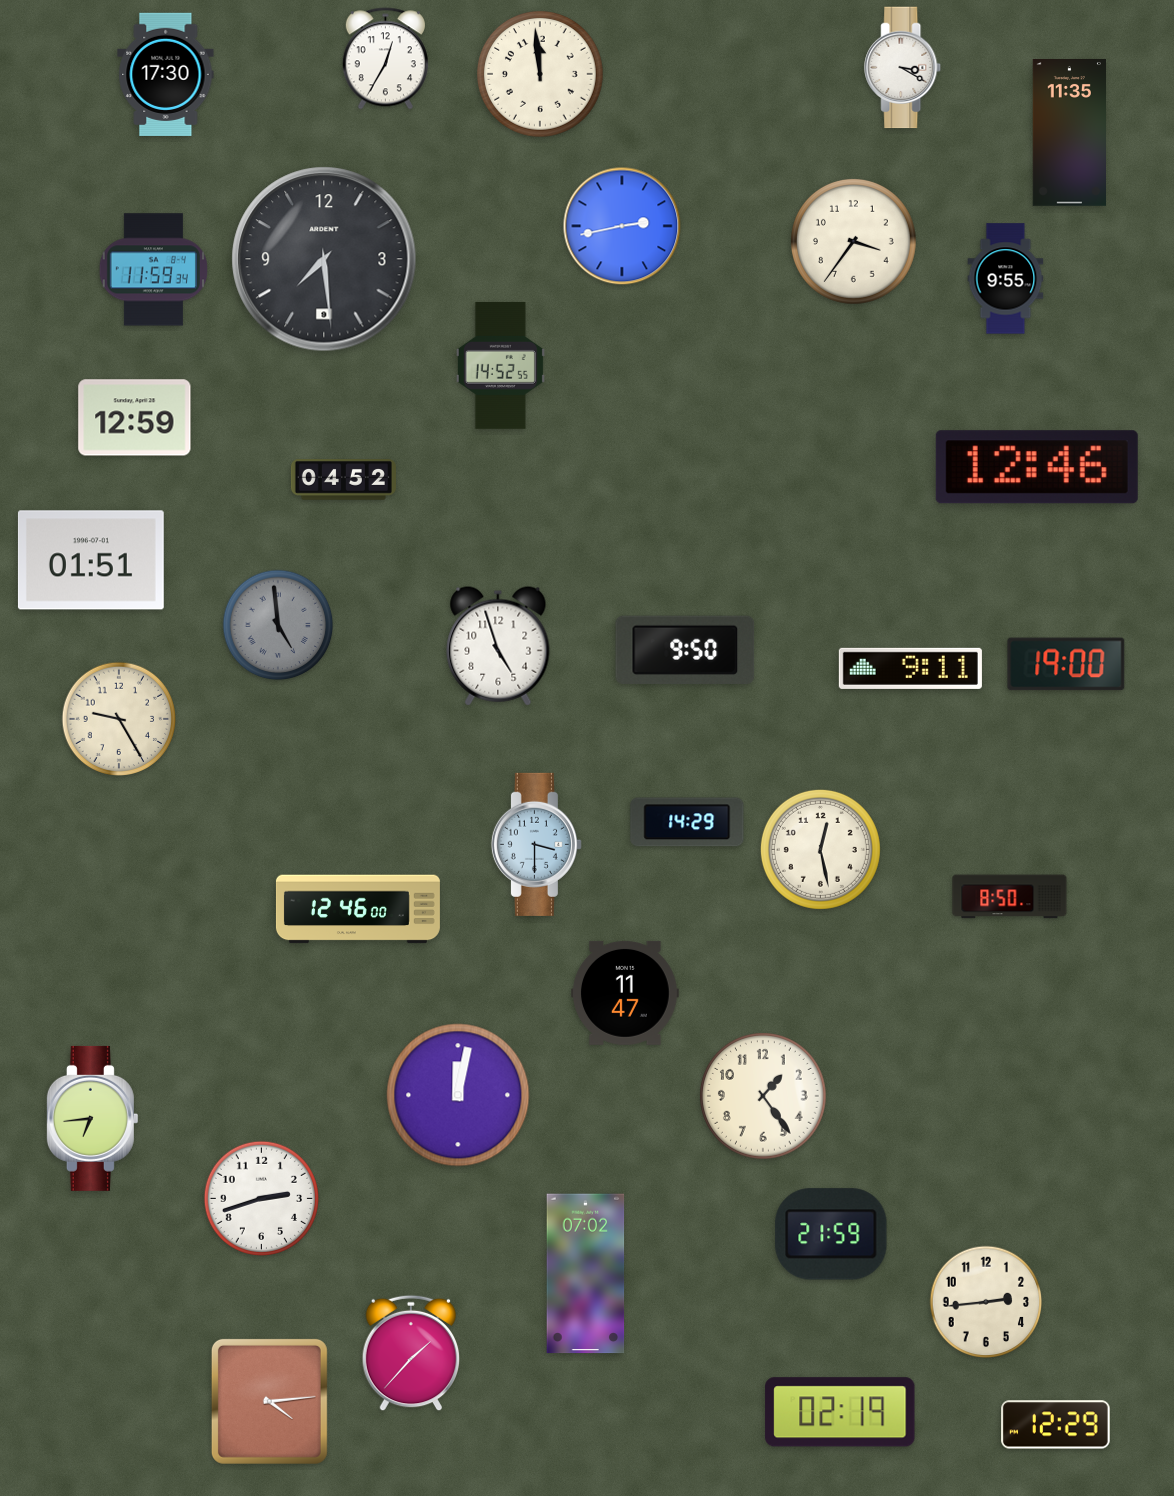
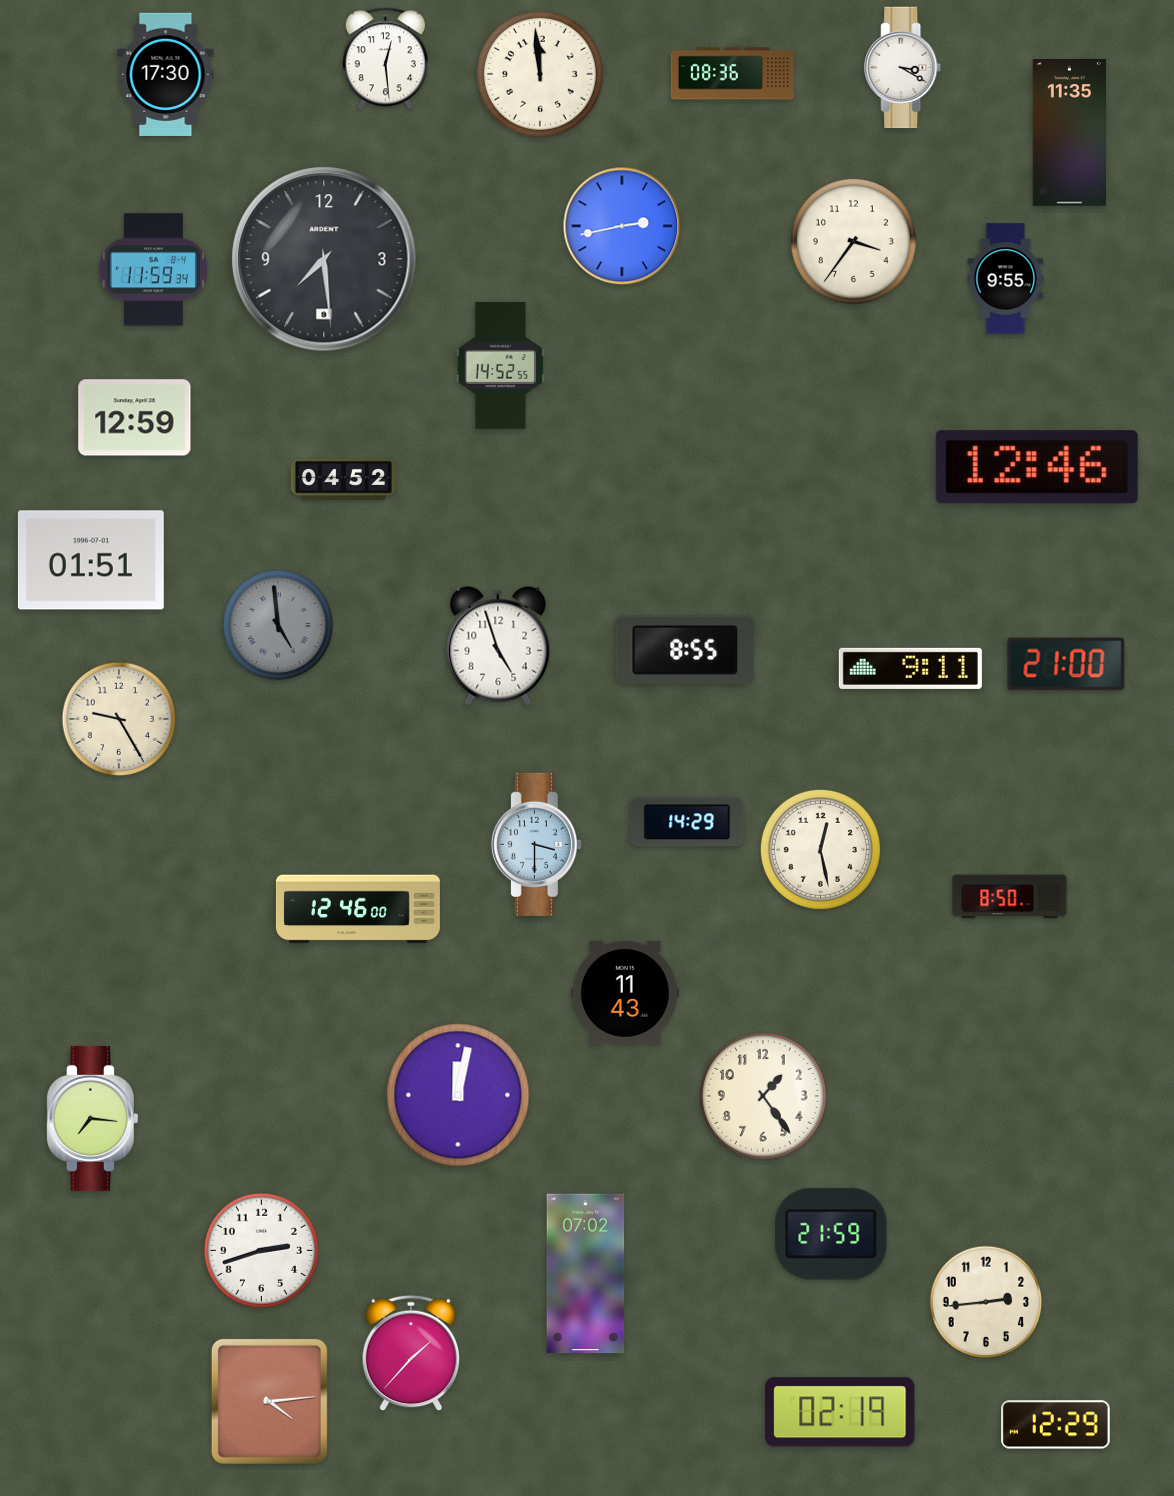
clock at (385, 59): 12:35 -> 12:29
clock at (732, 74): none -> 08:36
clock at (685, 649): 9:50 -> 8:55
clock at (1066, 664): 19:00 -> 21:00
clock at (626, 993): 11:47 -> 11:43
clock at (92, 1118): 6:44 -> 7:16
clock at (261, 1198) position: (261, 1198) -> (261, 1250)
